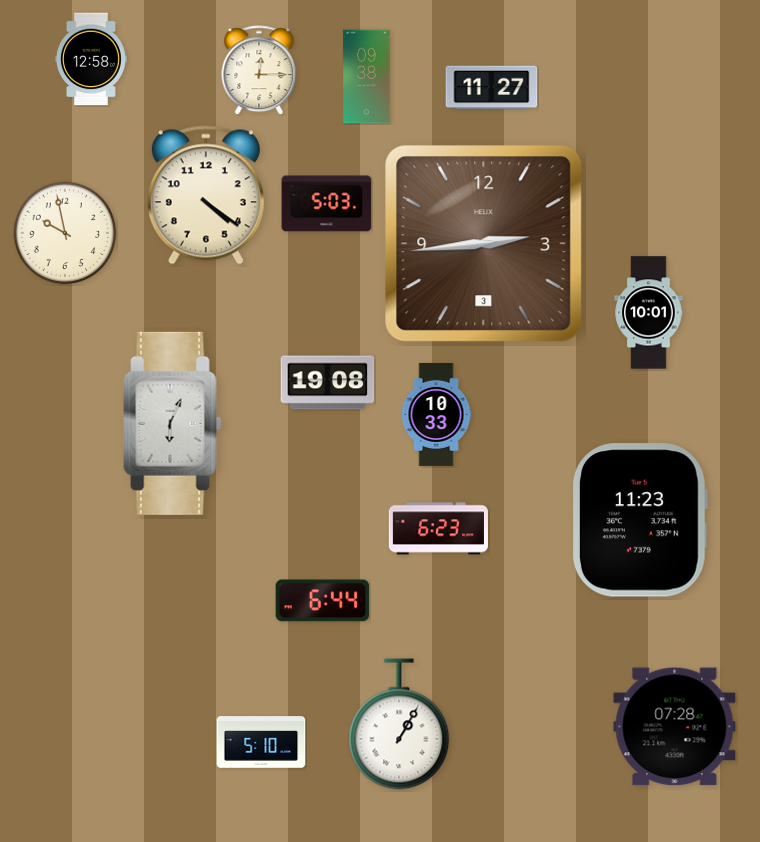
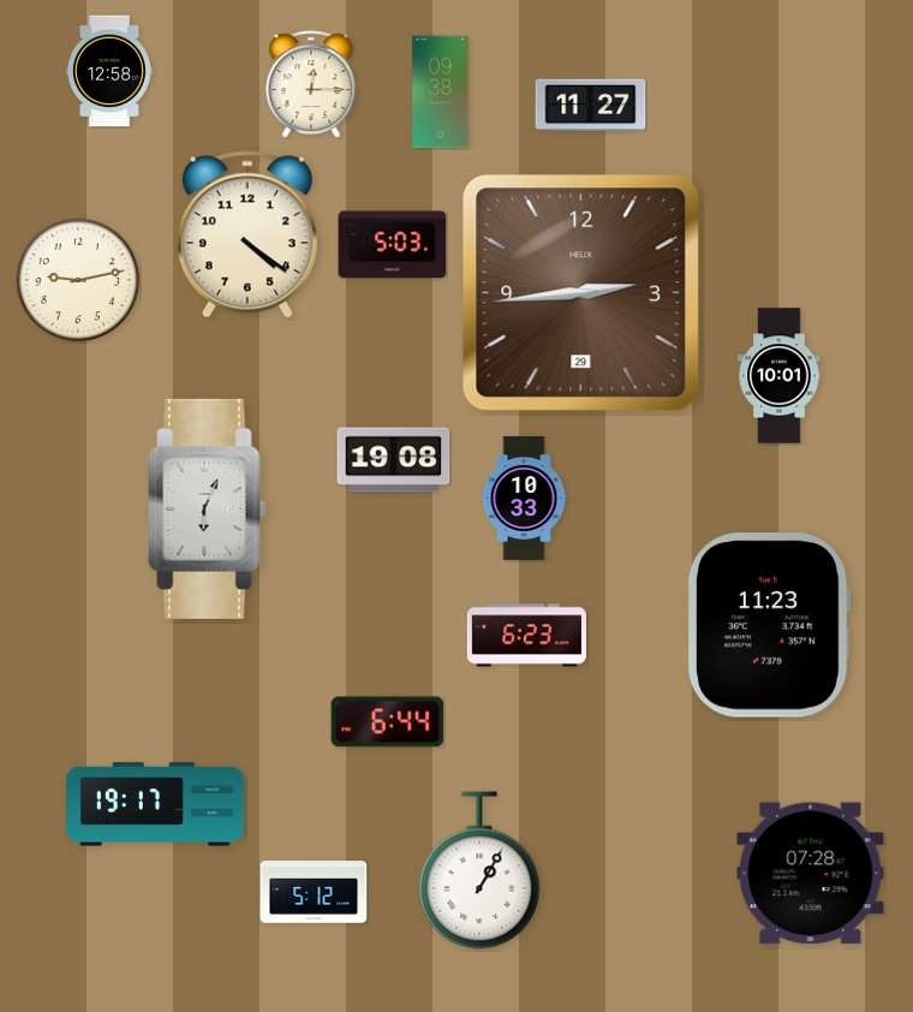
clock at (65, 233): 9:58 -> 9:13
clock at (484, 244) date: 3 -> 29
clock at (155, 804): none -> 19:17
clock at (261, 742): 5:10 -> 5:12
